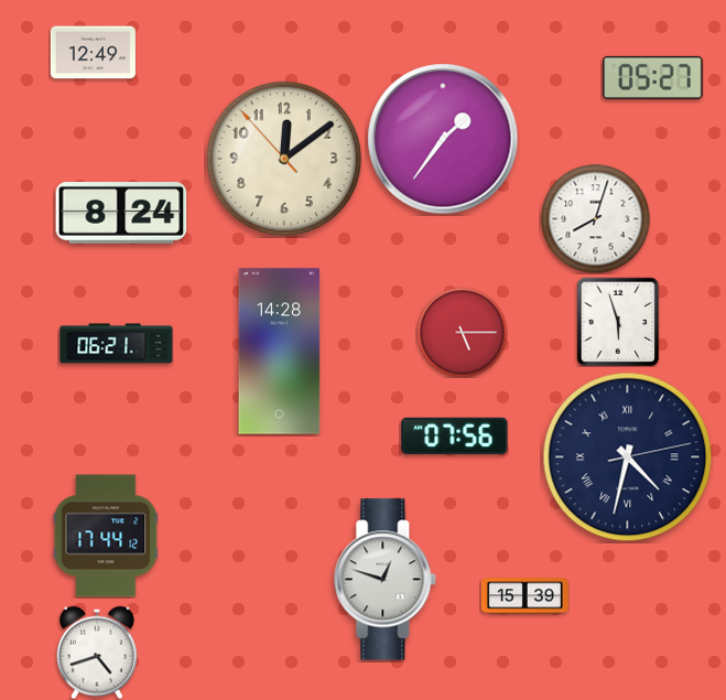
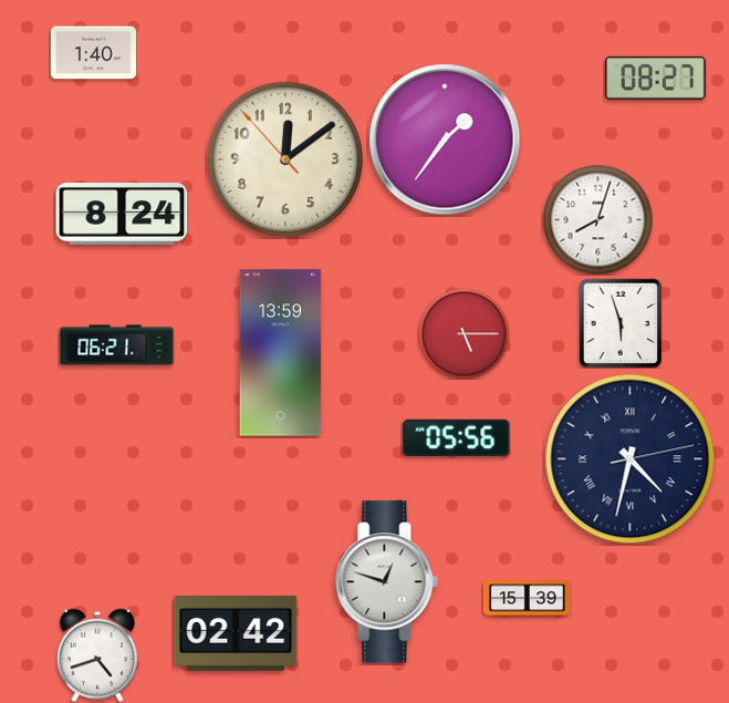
clock at (93, 53): 12:49 -> 1:40
clock at (653, 77): 05:27 -> 08:27
clock at (280, 352): 14:28 -> 13:59
clock at (455, 435): 07:56 -> 05:56
clock at (106, 536): 17:44 -> none
clock at (236, 633): none -> 02:42
